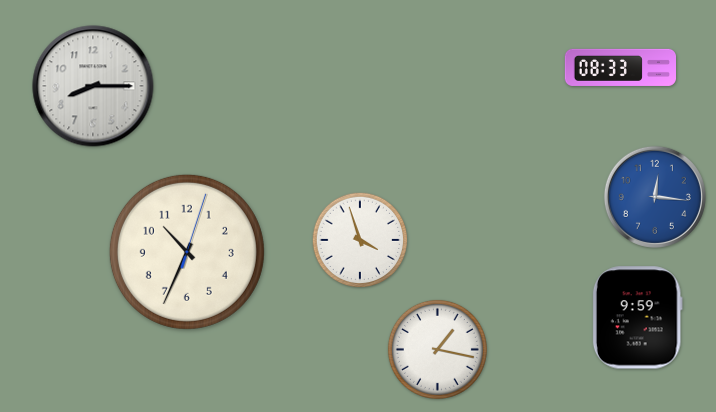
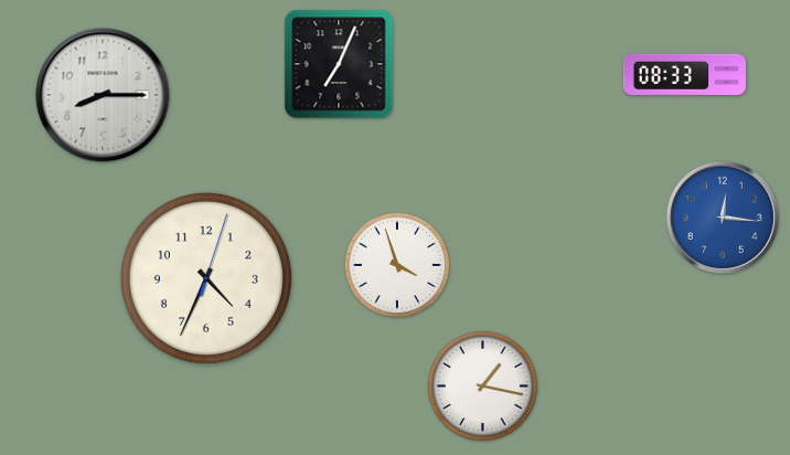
clock at (339, 64): none -> 7:04
clock at (187, 252): 10:34 -> 4:34
clock at (637, 318): 9:59 -> none
